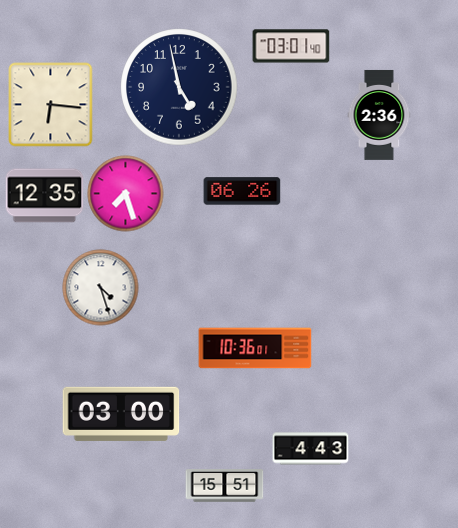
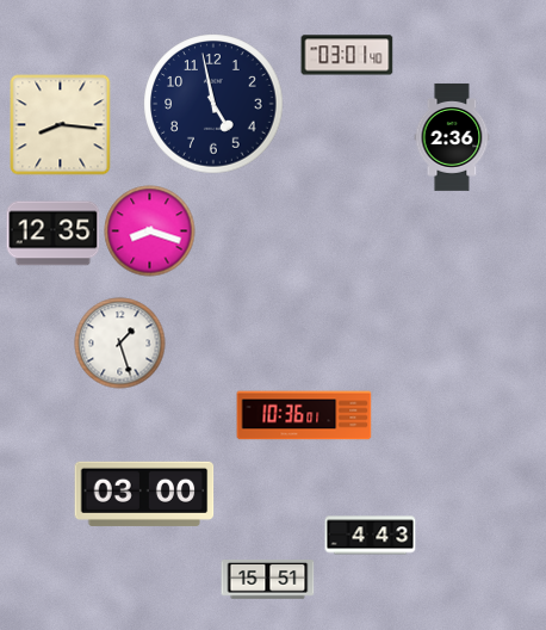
clock at (51, 105): 6:16 -> 8:16
clock at (242, 191): 06:26 -> none
clock at (126, 194): 7:27 -> 8:18
clock at (101, 288): 4:27 -> 1:27
